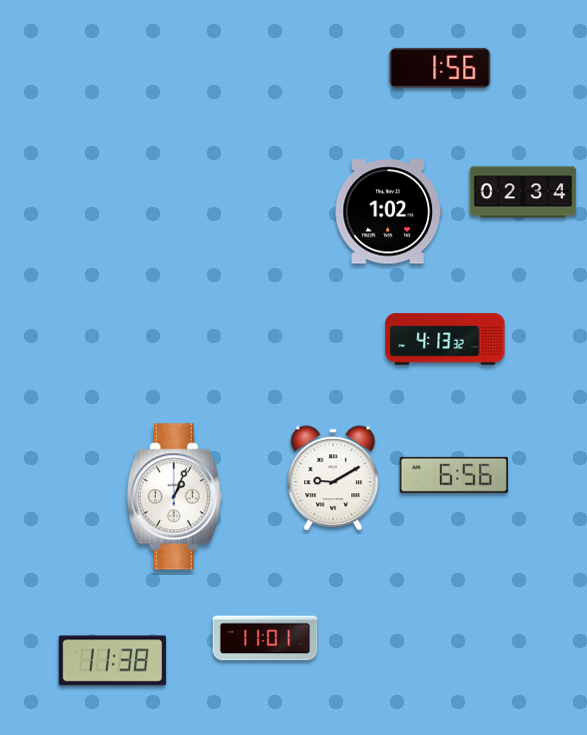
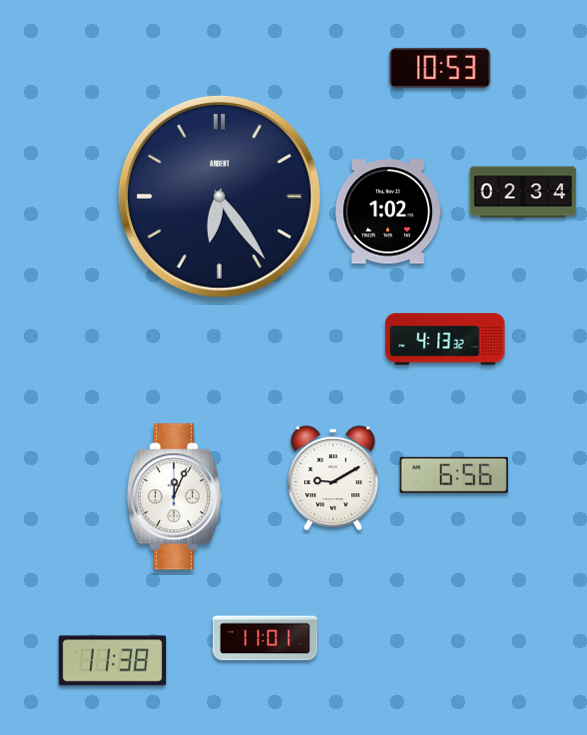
clock at (440, 68): 1:56 -> 10:53
clock at (219, 196): none -> 6:24
clock at (174, 497): 1:04 -> 12:04
